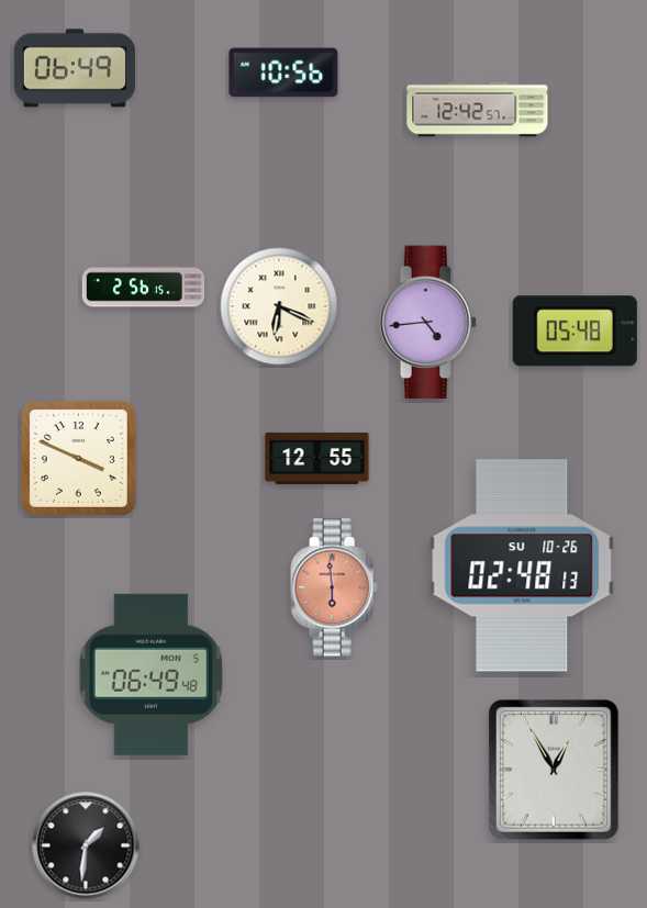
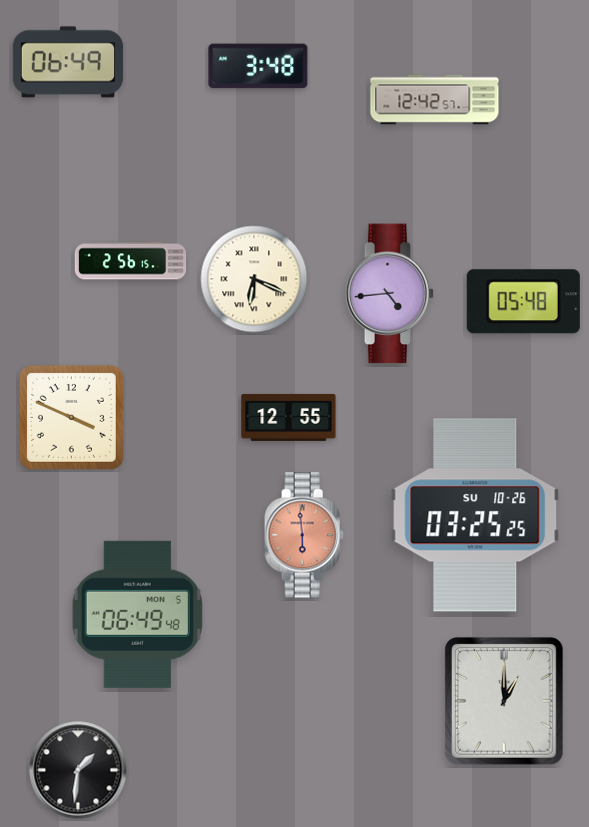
clock at (283, 72): 10:56 -> 3:48
clock at (522, 565): 02:48 -> 03:25
clock at (554, 770): 12:55 -> 1:00
